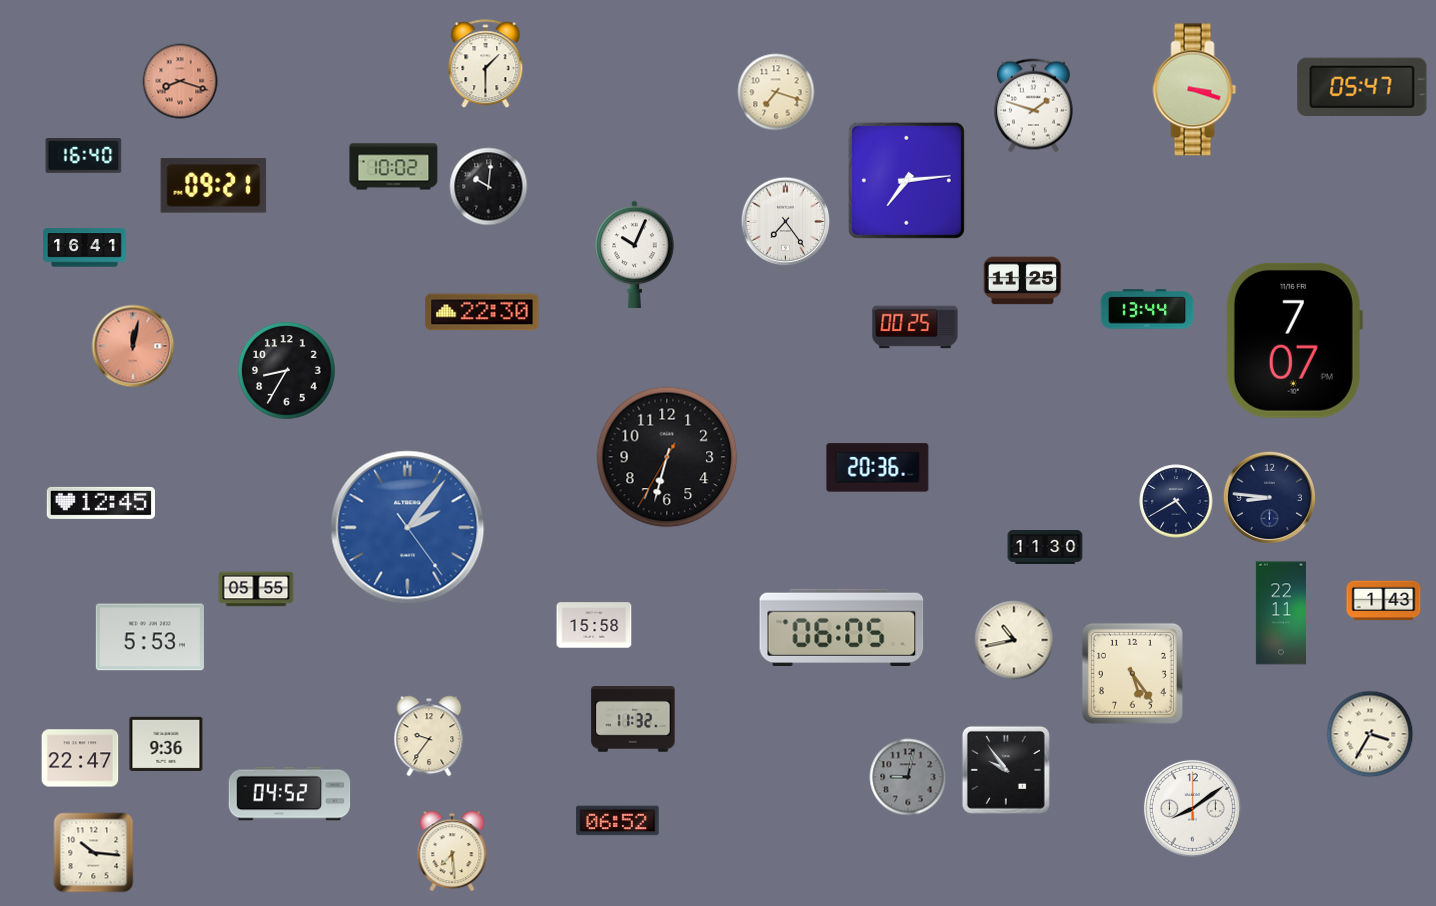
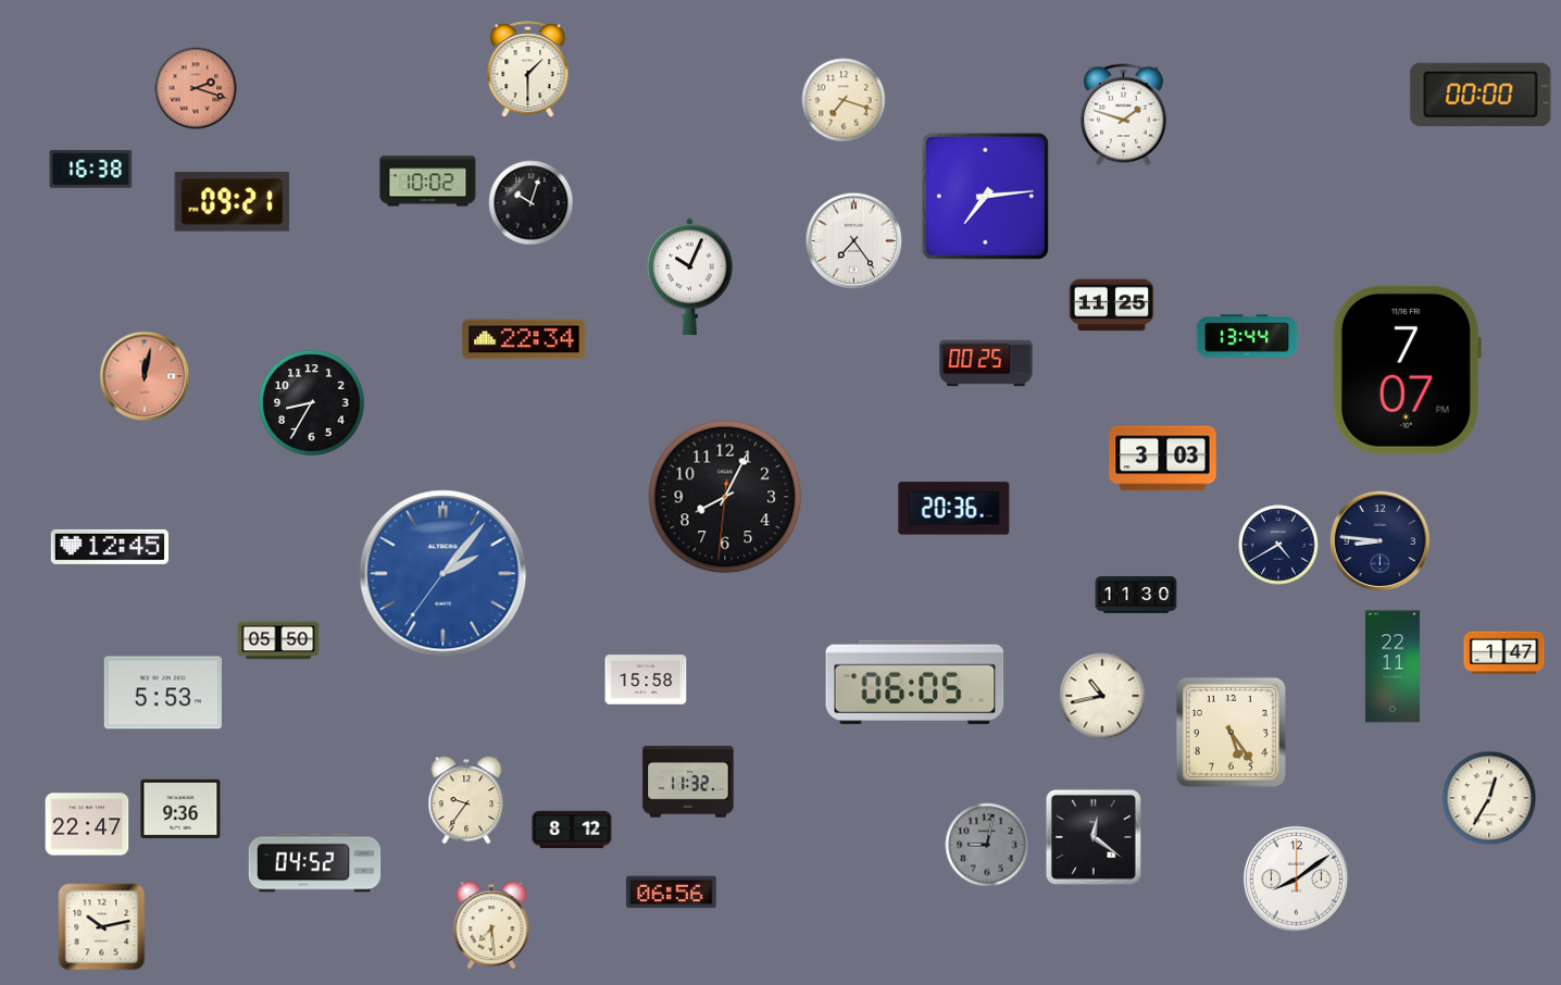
clock at (180, 81): 8:18 -> 2:18
clock at (1362, 86): 05:47 -> 00:00
clock at (1195, 90): 3:18 -> none
clock at (84, 156): 16:40 -> 16:38
clock at (489, 187): 10:01 -> 10:03
clock at (85, 248): 16:41 -> none
clock at (482, 312): 22:30 -> 22:34
clock at (915, 327) position: (915, 327) -> (986, 363)
clock at (1163, 459): none -> 3:03
clock at (667, 457): 6:32 -> 8:04
clock at (408, 528): 2:06:24 -> 2:06:36
clock at (256, 589): 05:55 -> 05:50
clock at (1384, 601): 1:43 -> 1:47
clock at (1370, 734): 3:35 -> 12:35
clock at (572, 830): none -> 8:12
clock at (1006, 770): 9:54 -> 12:21
clock at (618, 821): 06:52 -> 06:56
clock at (94, 853): 10:16 -> 10:13
